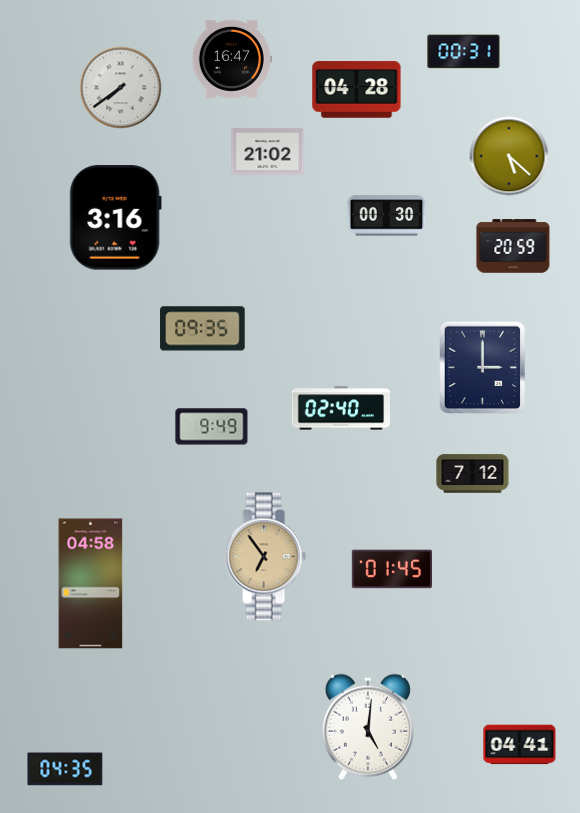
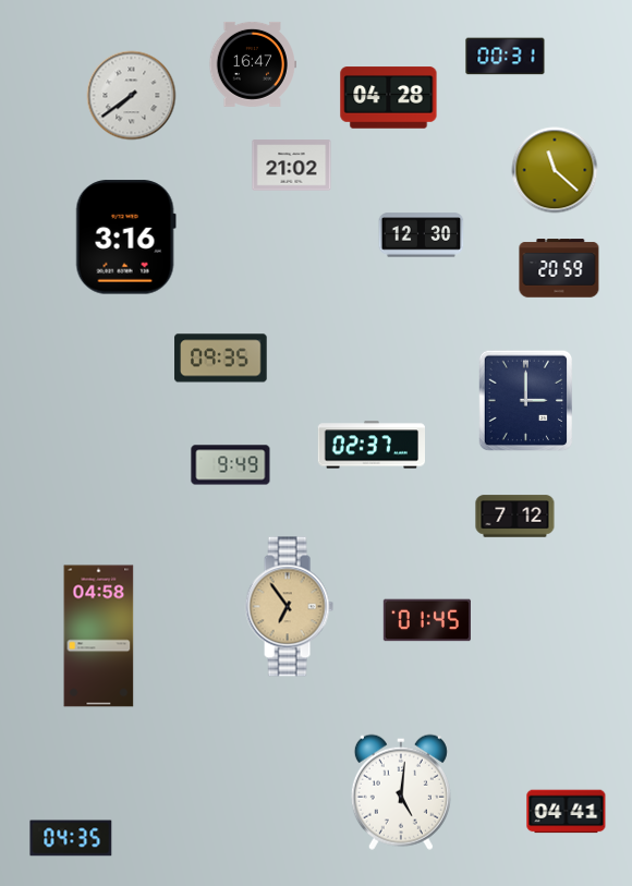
clock at (509, 156): 5:22 -> 11:22
clock at (387, 216): 00:30 -> 12:30
clock at (340, 408): 02:40 -> 02:37
